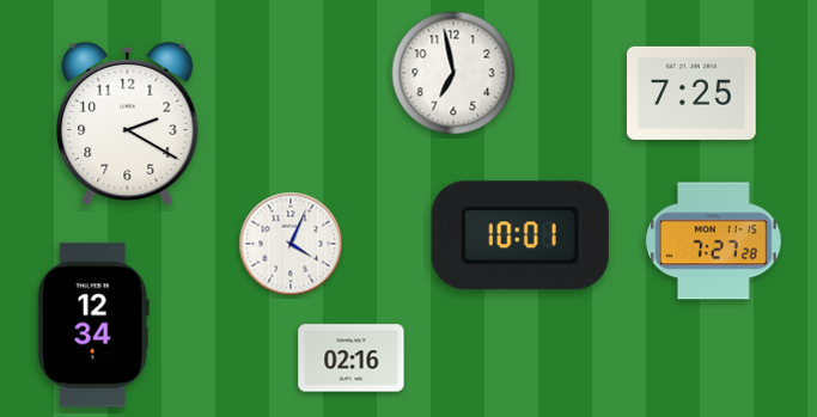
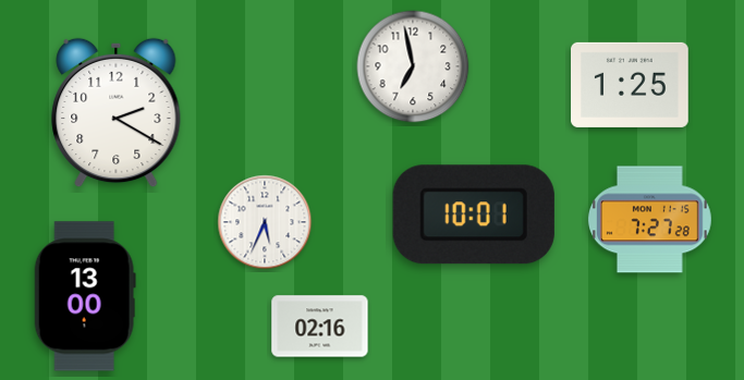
clock at (693, 93): 7:25 -> 1:25
clock at (291, 244): 4:04 -> 5:34
clock at (93, 325): 12:34 -> 13:00
